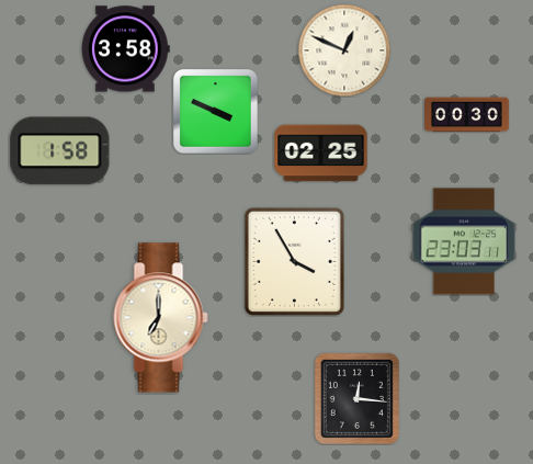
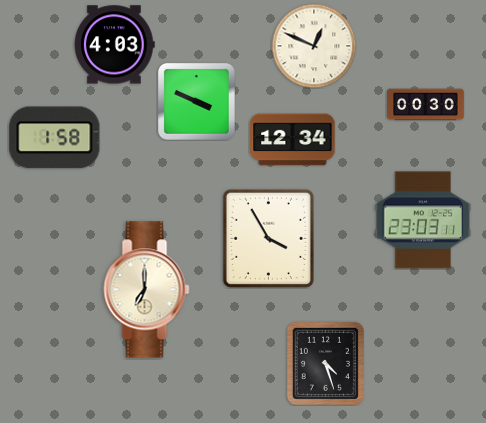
clock at (126, 49): 3:58 -> 4:03
clock at (321, 154): 02:25 -> 12:34
clock at (356, 398): 12:16 -> 4:27
